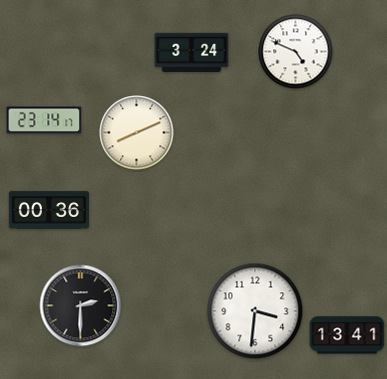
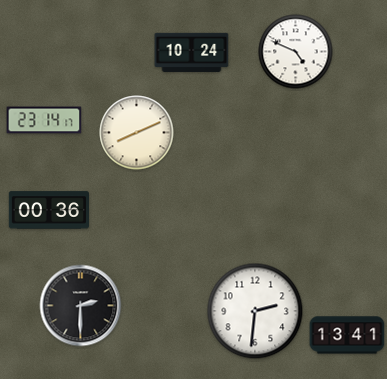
clock at (192, 52): 3:24 -> 10:24
clock at (255, 311): 3:31 -> 2:31
